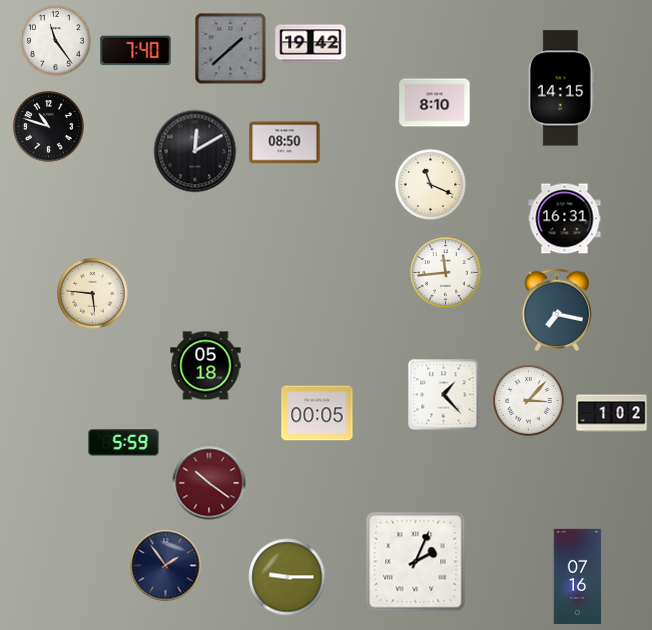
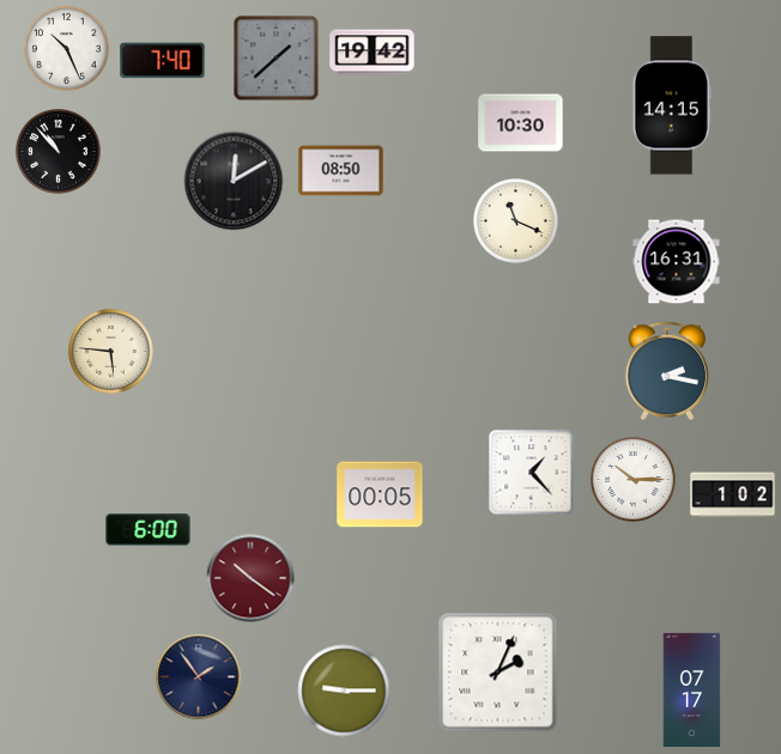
clock at (56, 41): 11:24 -> 10:26
clock at (435, 103): 8:10 -> 10:30
clock at (49, 127): 10:48 -> 10:53
clock at (446, 273): 11:44 -> none
clock at (556, 309): 7:17 -> 2:17
clock at (206, 366): 05:18 -> none
clock at (529, 401): 3:07 -> 10:15
clock at (124, 443): 5:59 -> 6:00
clock at (578, 576): 07:16 -> 07:17
